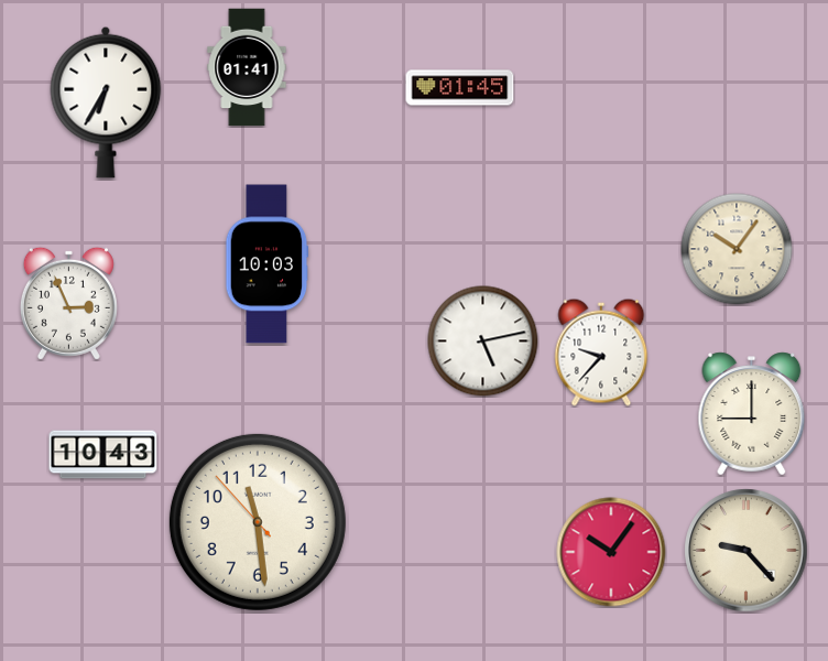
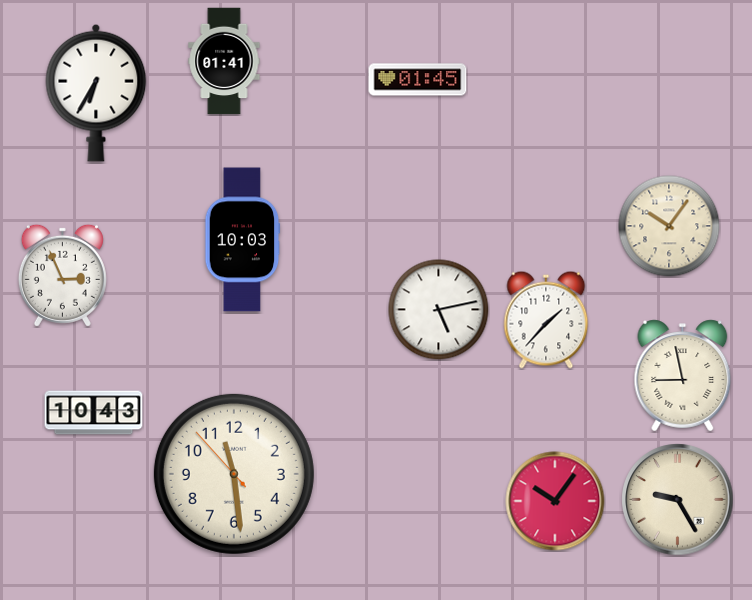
clock at (601, 353): 9:37 -> 1:37
clock at (752, 414): 9:00 -> 8:58
clock at (747, 551): 9:23 -> 9:25
